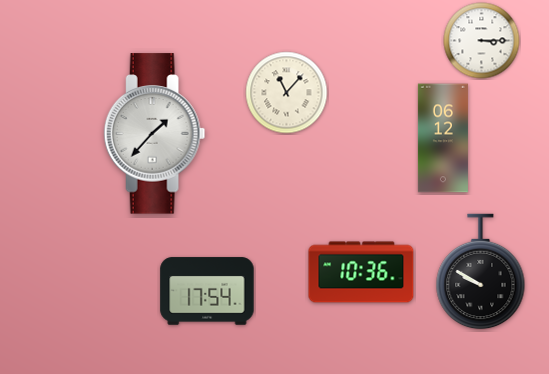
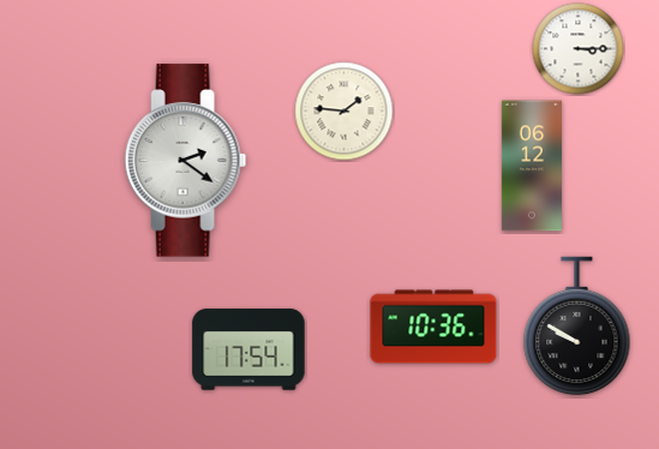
clock at (287, 93): 11:07 -> 1:46
clock at (155, 134): 1:37 -> 2:21
